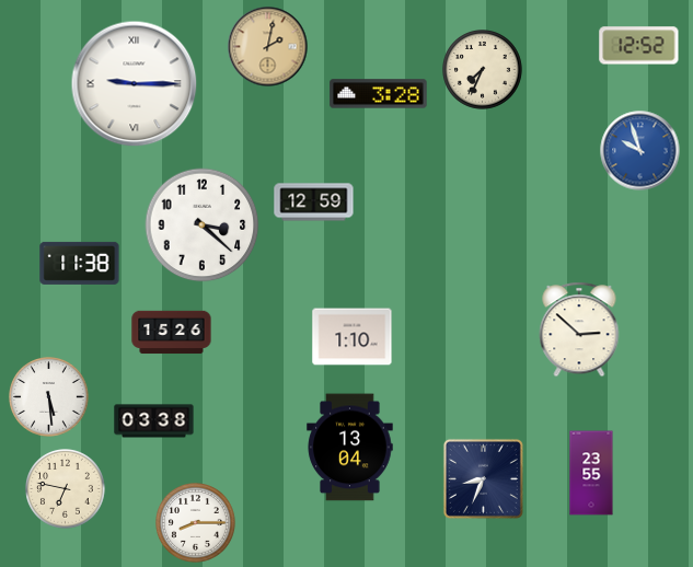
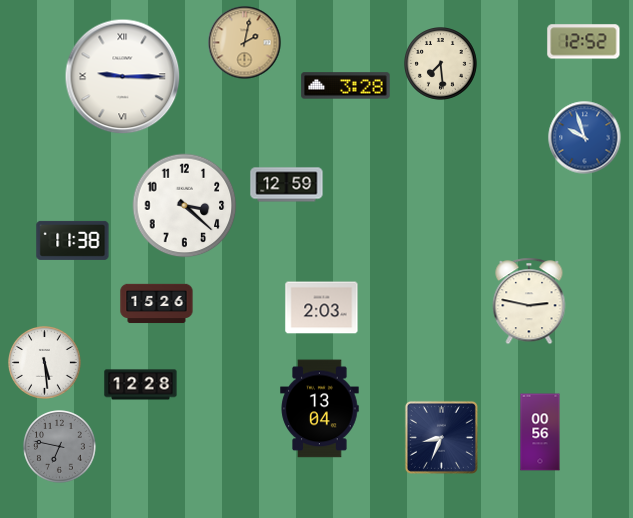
clock at (483, 70): 7:34 -> 7:29
clock at (579, 329): 2:52 -> 2:47
clock at (353, 337): 1:10 -> 2:03
clock at (154, 421): 03:38 -> 12:28
clock at (591, 473): 23:55 -> 00:56
clock at (66, 489) dial: cream -> grey
clock at (196, 523): 8:15 -> none
